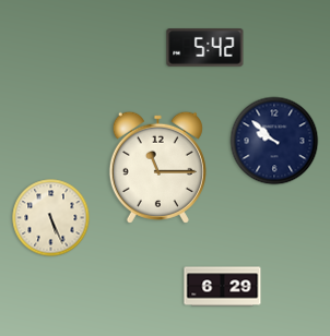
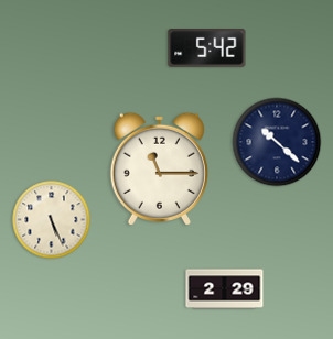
clock at (274, 141): 9:52 -> 10:22
clock at (223, 287): 6:29 -> 2:29
